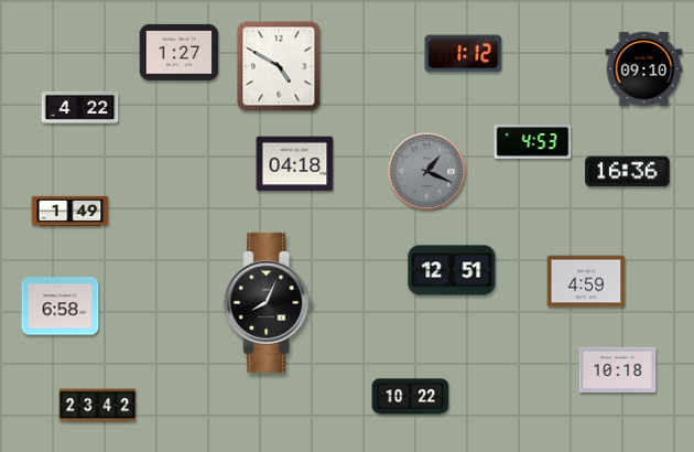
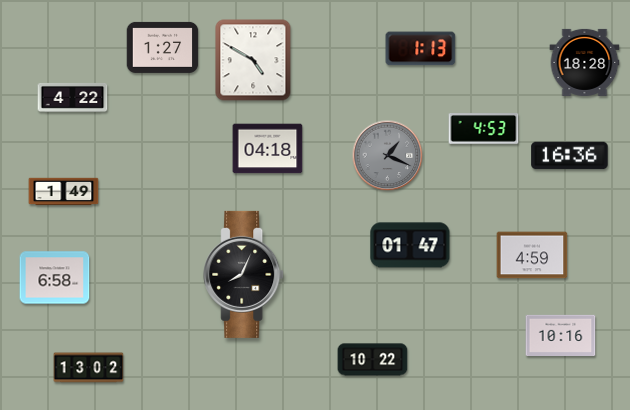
clock at (464, 54): 1:12 -> 1:13
clock at (644, 68): 09:10 -> 18:28
clock at (452, 270): 12:51 -> 01:47
clock at (618, 369): 10:18 -> 10:16
clock at (98, 406): 23:42 -> 13:02
